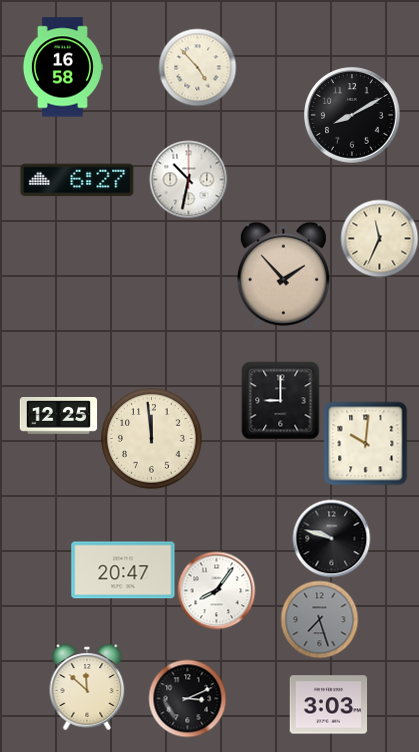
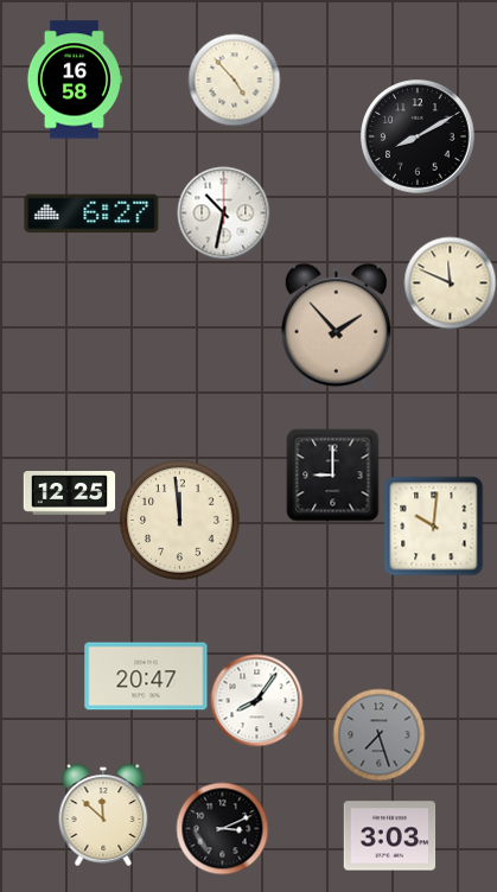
clock at (379, 238): 11:34 -> 11:49
clock at (331, 538): 9:48 -> none
